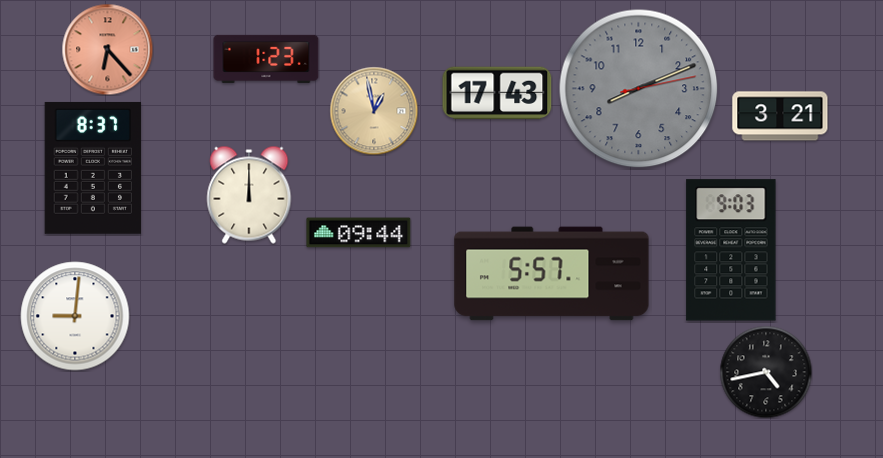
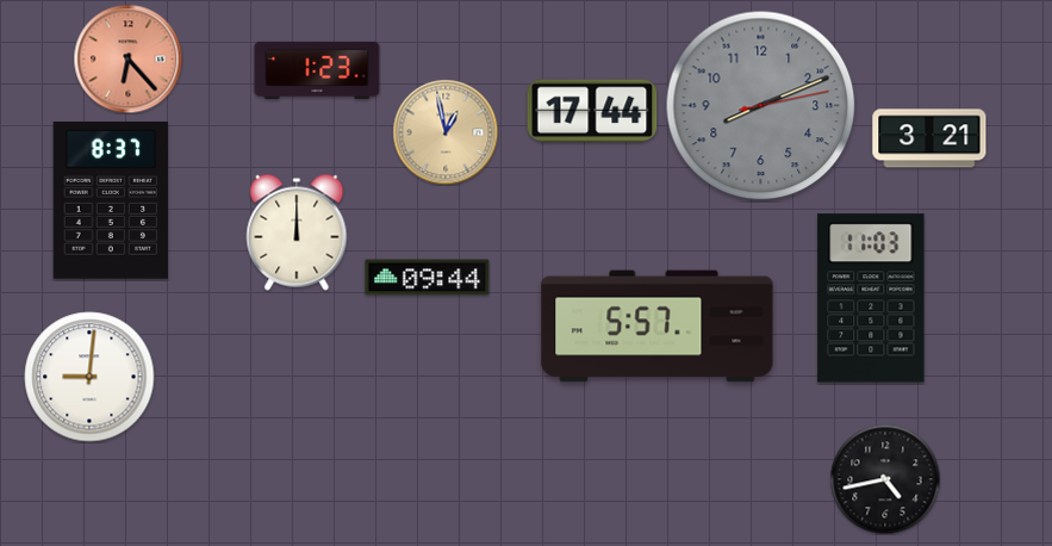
clock at (497, 93): 17:43 -> 17:44
clock at (731, 250): 9:03 -> 11:03
clock at (766, 372) position: (766, 372) -> (885, 479)
